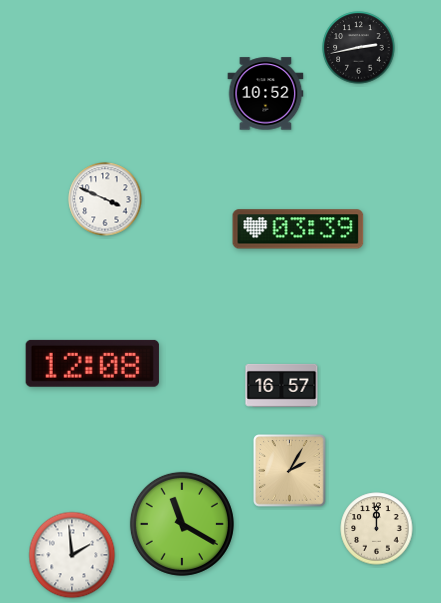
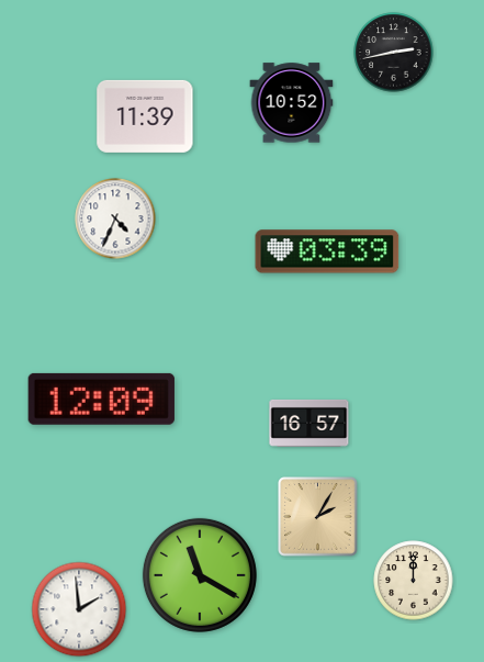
clock at (145, 116): none -> 11:39
clock at (105, 199): 3:49 -> 4:34
clock at (92, 363): 12:08 -> 12:09
